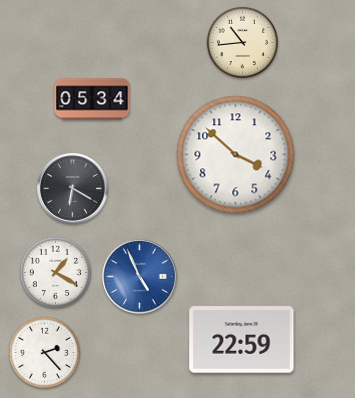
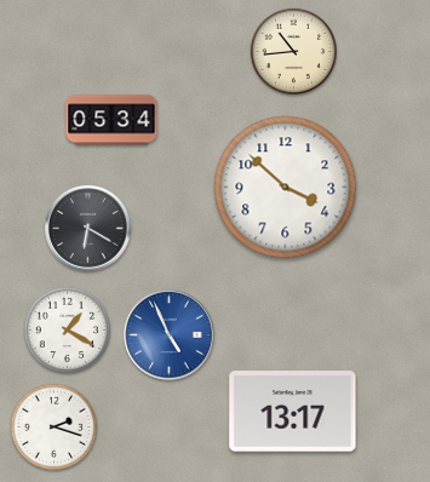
clock at (242, 340): 22:59 -> 13:17
clock at (45, 353): 2:23 -> 2:18
